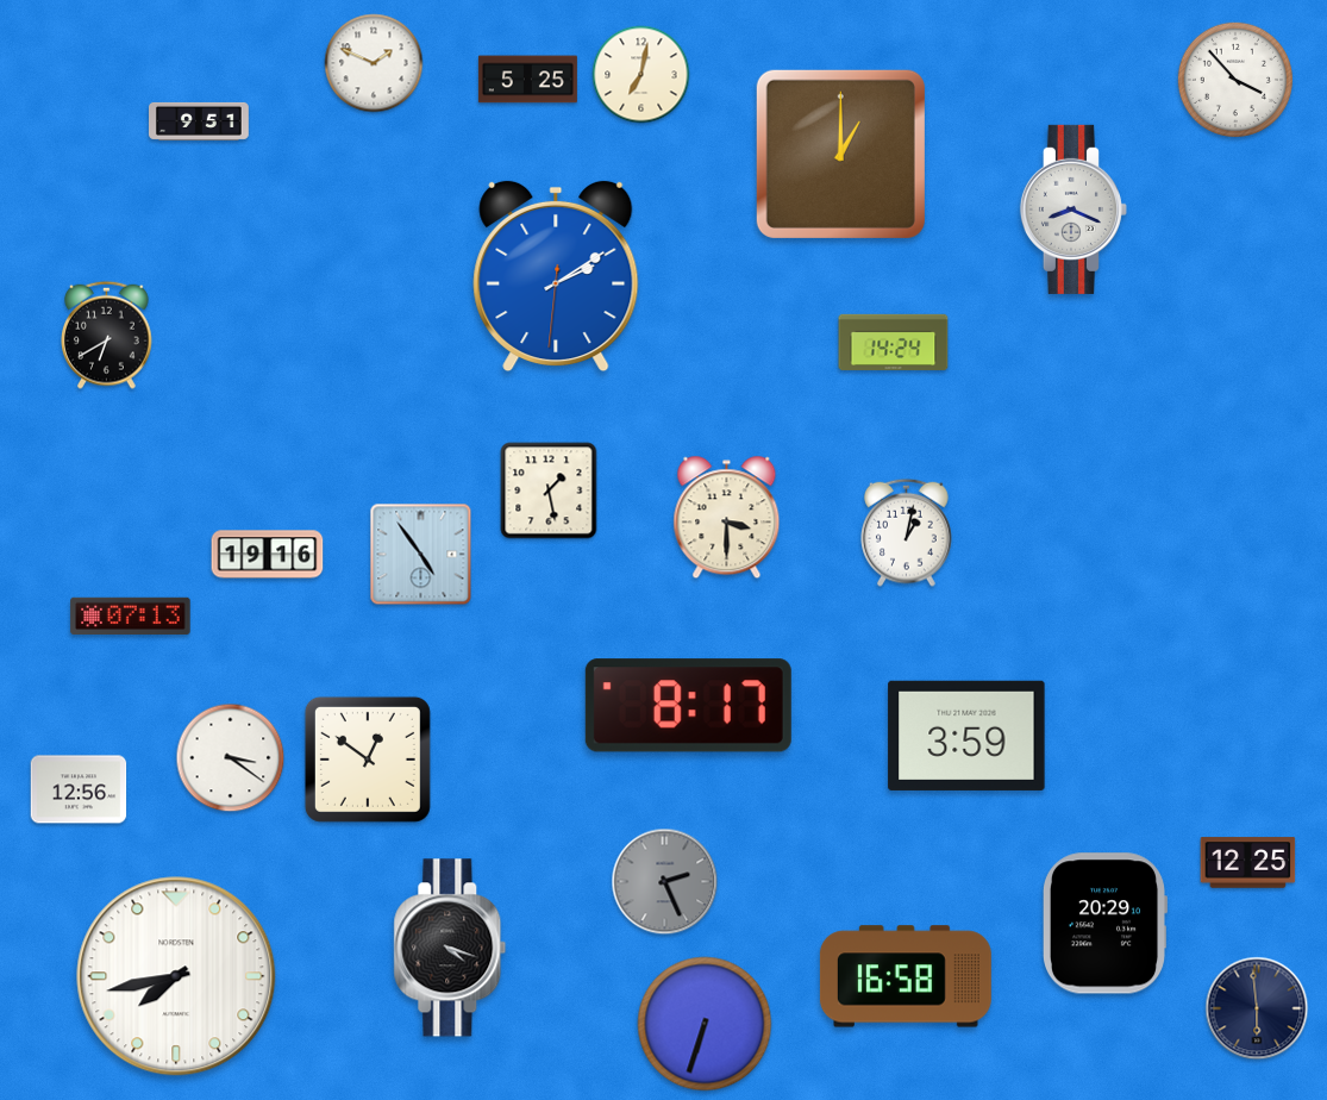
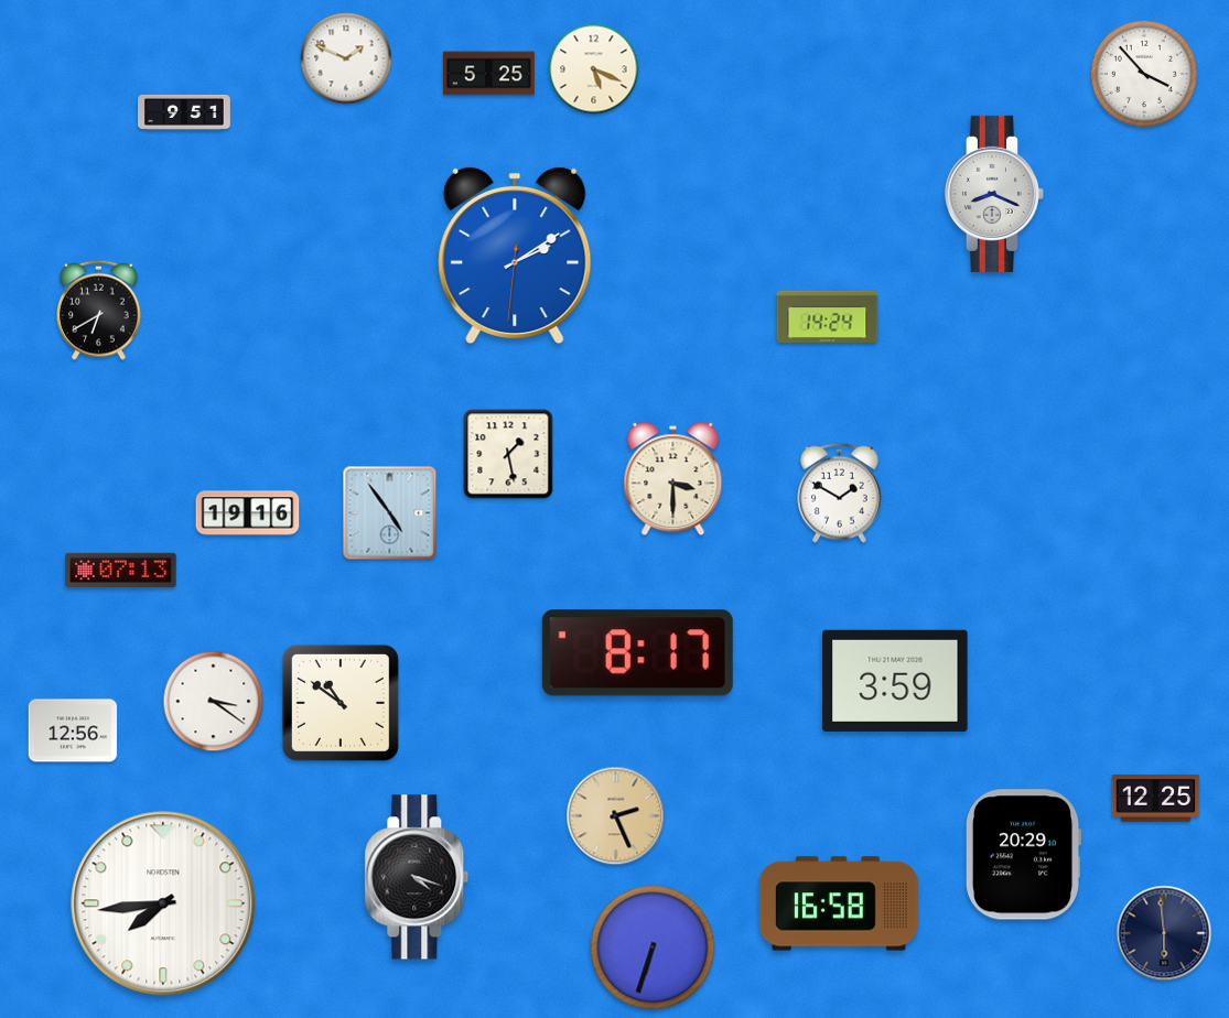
clock at (641, 75): 7:02 -> 5:19
clock at (840, 154): 1:00 -> none
clock at (907, 532): 1:02 -> 1:50
clock at (368, 760): 12:51 -> 10:51
clock at (665, 882) dial: grey -> champagne
clock at (176, 976): 7:43 -> 7:44
